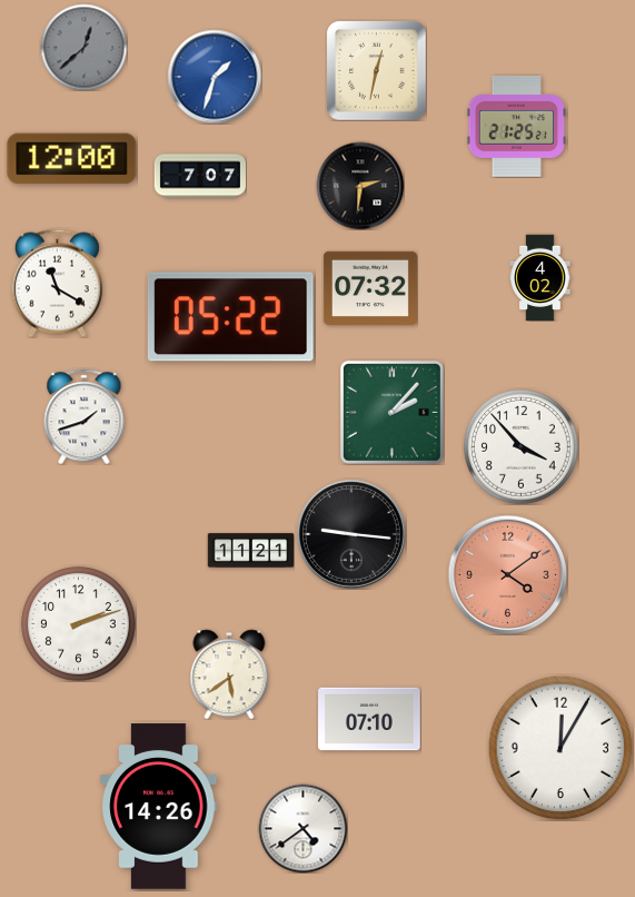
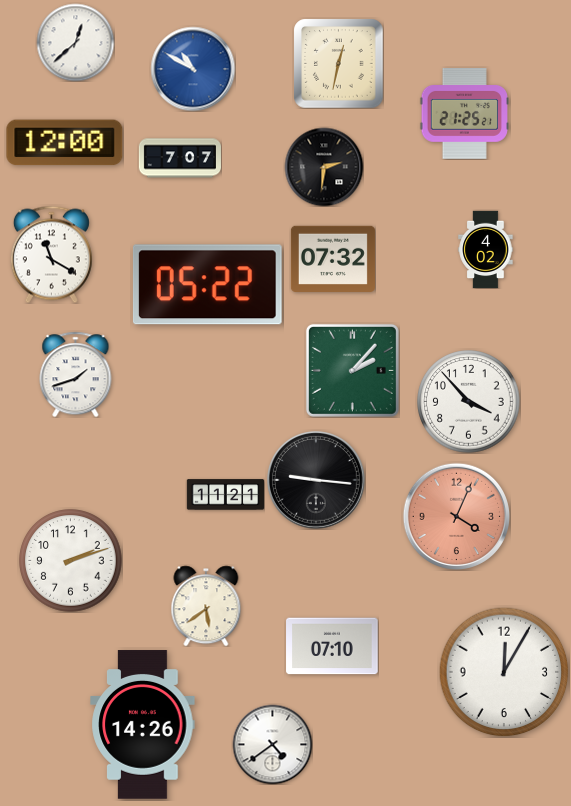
clock at (83, 47) dial: grey -> white
clock at (215, 77): 1:33 -> 10:50
clock at (507, 574): 4:09 -> 4:04
